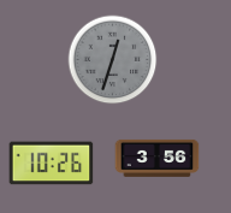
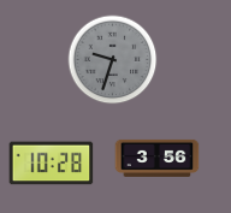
clock at (113, 60): 12:33 -> 9:33
clock at (52, 164): 10:26 -> 10:28
